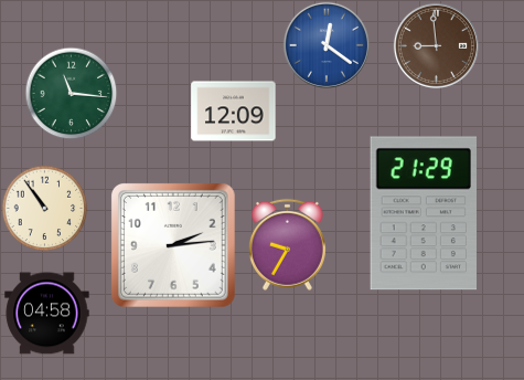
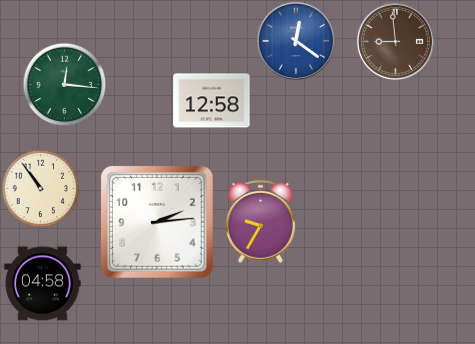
clock at (71, 93): 11:16 -> 12:16
clock at (234, 112): 12:09 -> 12:58
clock at (423, 213): 21:29 -> none
